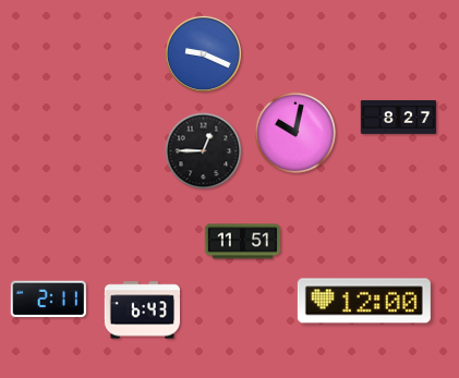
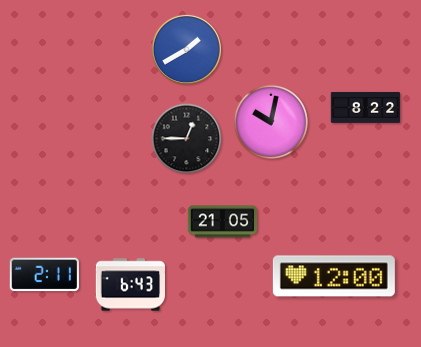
clock at (203, 53): 9:19 -> 1:40
clock at (399, 117): 8:27 -> 8:22
clock at (243, 242): 11:51 -> 21:05
